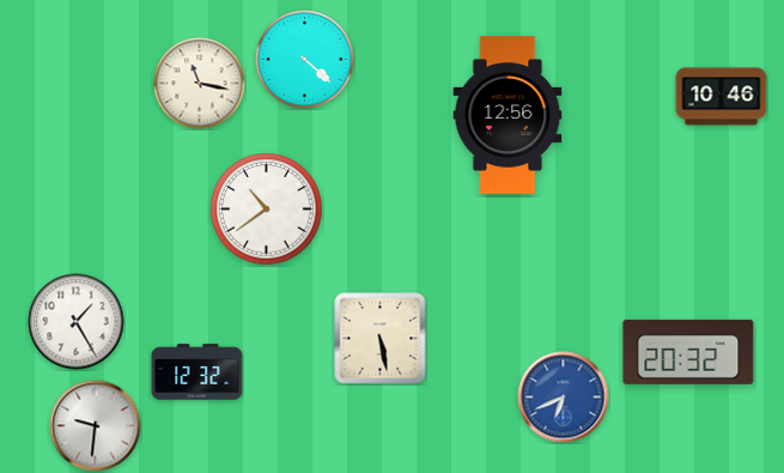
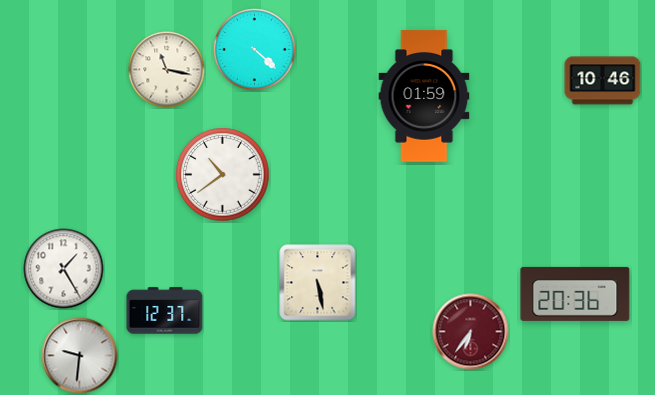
clock at (508, 115): 12:56 -> 01:59
clock at (688, 352): 20:32 -> 20:36
clock at (197, 372): 12:32 -> 12:37
clock at (564, 398): 6:41 -> 6:36
clock at (564, 398) dial: blue -> burgundy
